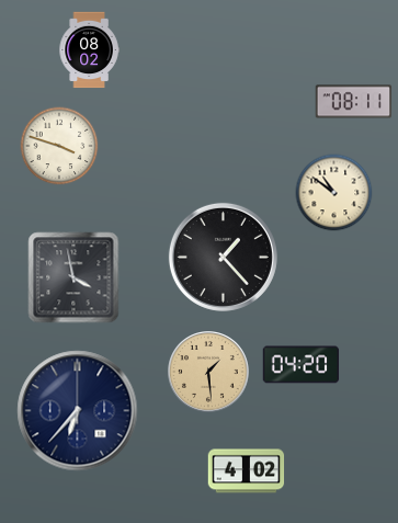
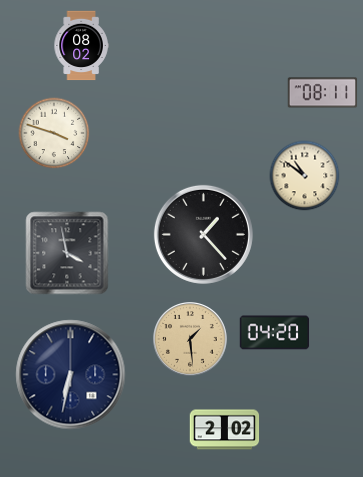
clock at (78, 411): 6:37 -> 6:32
clock at (247, 471): 4:02 -> 2:02
